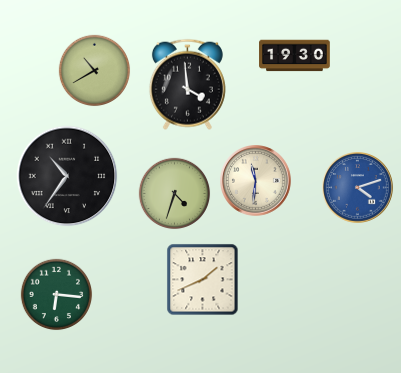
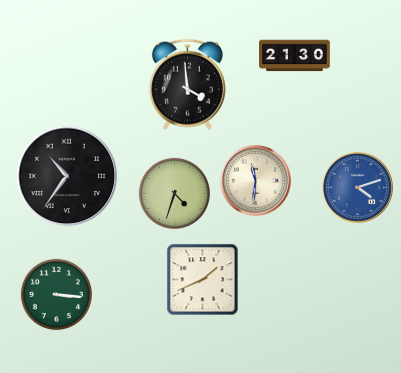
clock at (295, 56): 19:30 -> 21:30
clock at (95, 71): 10:40 -> none
clock at (57, 295): 6:16 -> 3:16
